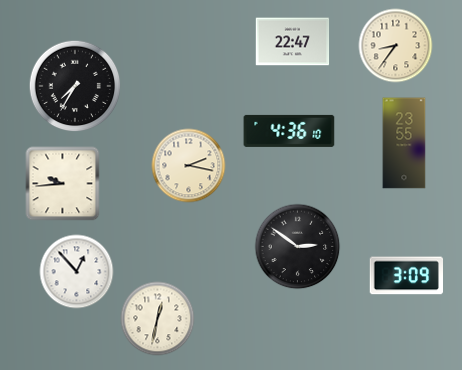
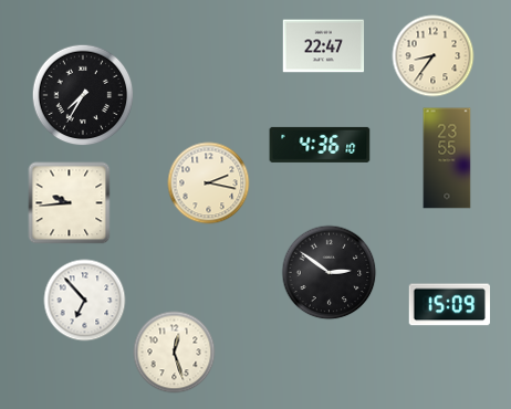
clock at (396, 46) position: (396, 46) -> (434, 56)
clock at (77, 272): 12:53 -> 6:53
clock at (406, 276): 3:09 -> 15:09
clock at (158, 319): 12:32 -> 12:27
